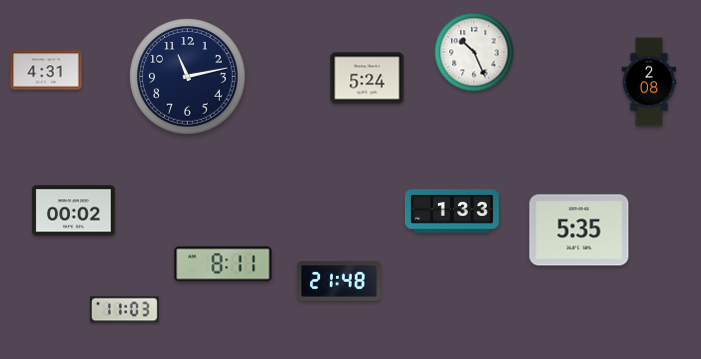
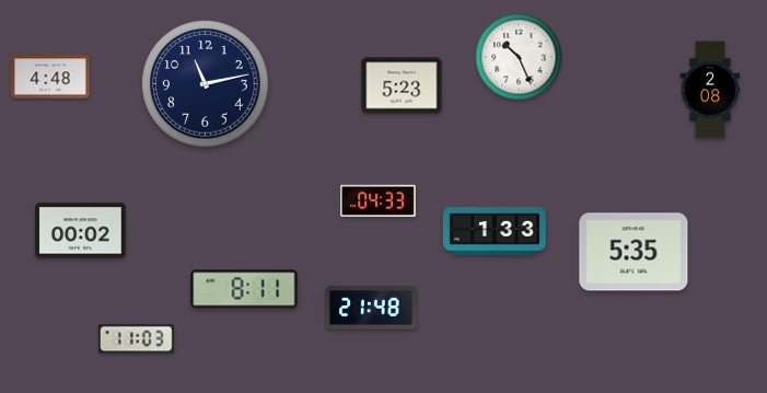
clock at (46, 70): 4:31 -> 4:48
clock at (367, 78): 5:24 -> 5:23
clock at (377, 201): none -> 04:33
